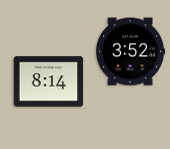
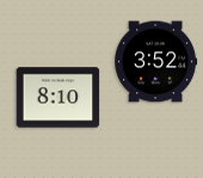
clock at (49, 82): 8:14 -> 8:10
